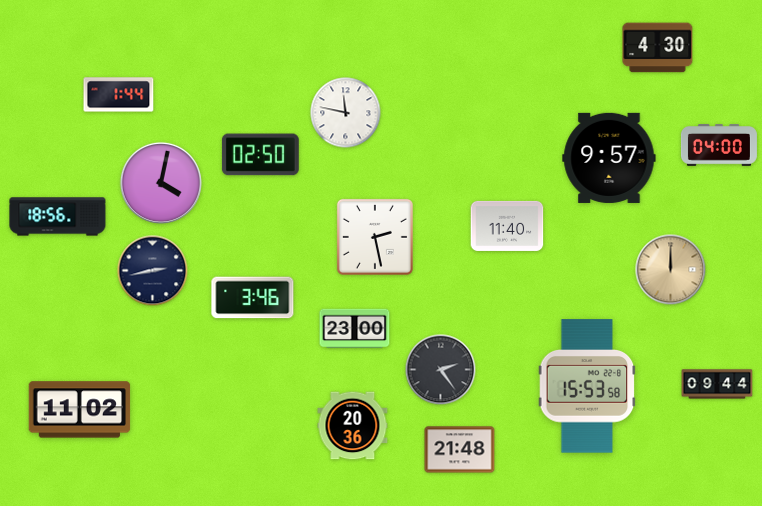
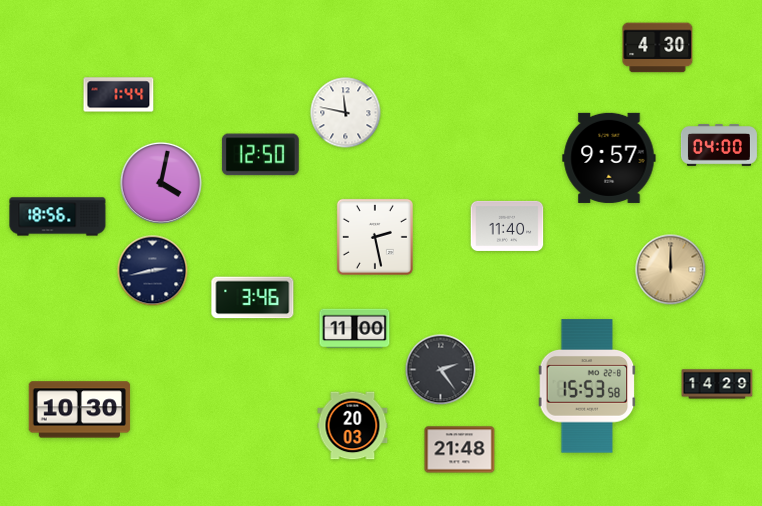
clock at (260, 155): 02:50 -> 12:50
clock at (355, 329): 23:00 -> 11:00
clock at (717, 384): 09:44 -> 14:29
clock at (80, 410): 11:02 -> 10:30
clock at (353, 426): 20:36 -> 20:03
